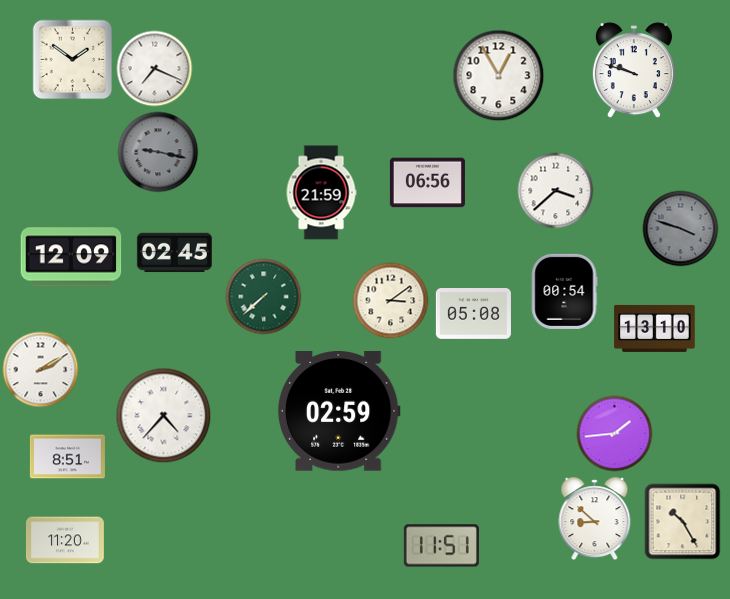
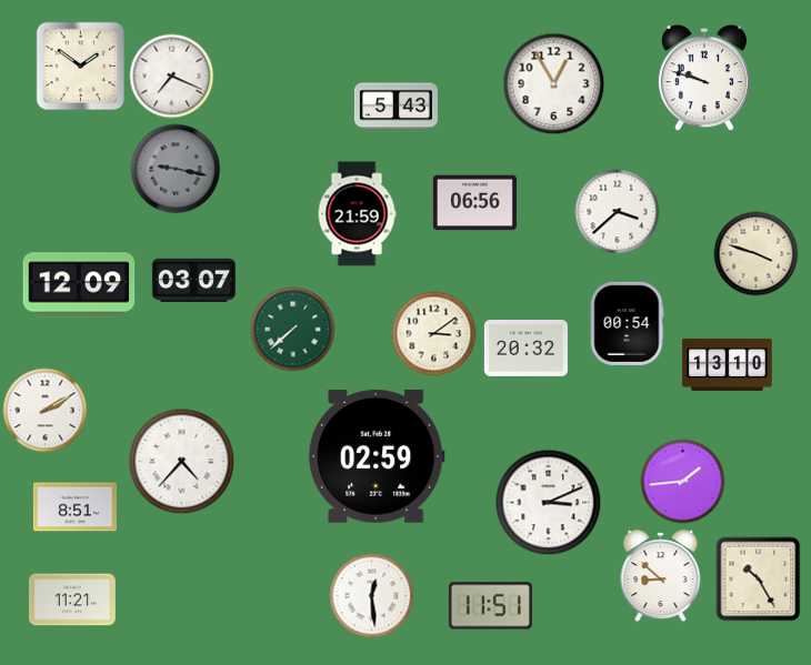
clock at (396, 107): none -> 5:43
clock at (681, 229) dial: grey -> cream
clock at (174, 253): 02:45 -> 03:07
clock at (473, 314): 05:08 -> 20:32
clock at (549, 503): none -> 3:11
clock at (372, 596): none -> 12:29
clock at (65, 540): 11:20 -> 11:21
